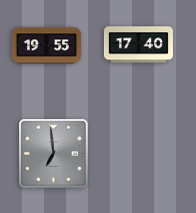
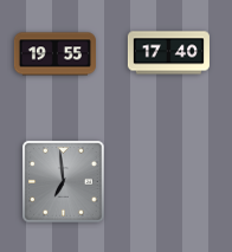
clock at (138, 45) position: (138, 45) -> (168, 53)
